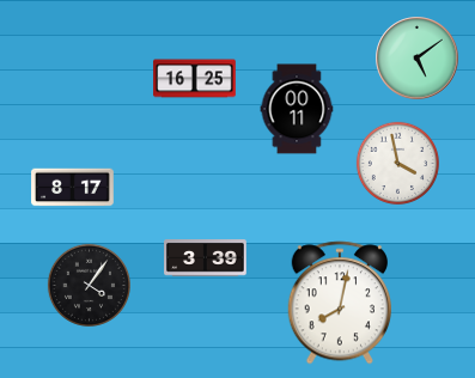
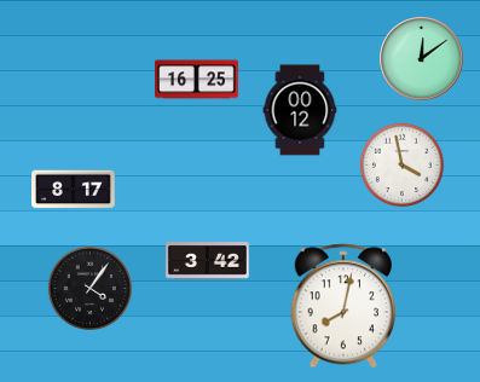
clock at (418, 59): 5:09 -> 12:09
clock at (297, 109): 00:11 -> 00:12
clock at (206, 258): 3:39 -> 3:42
